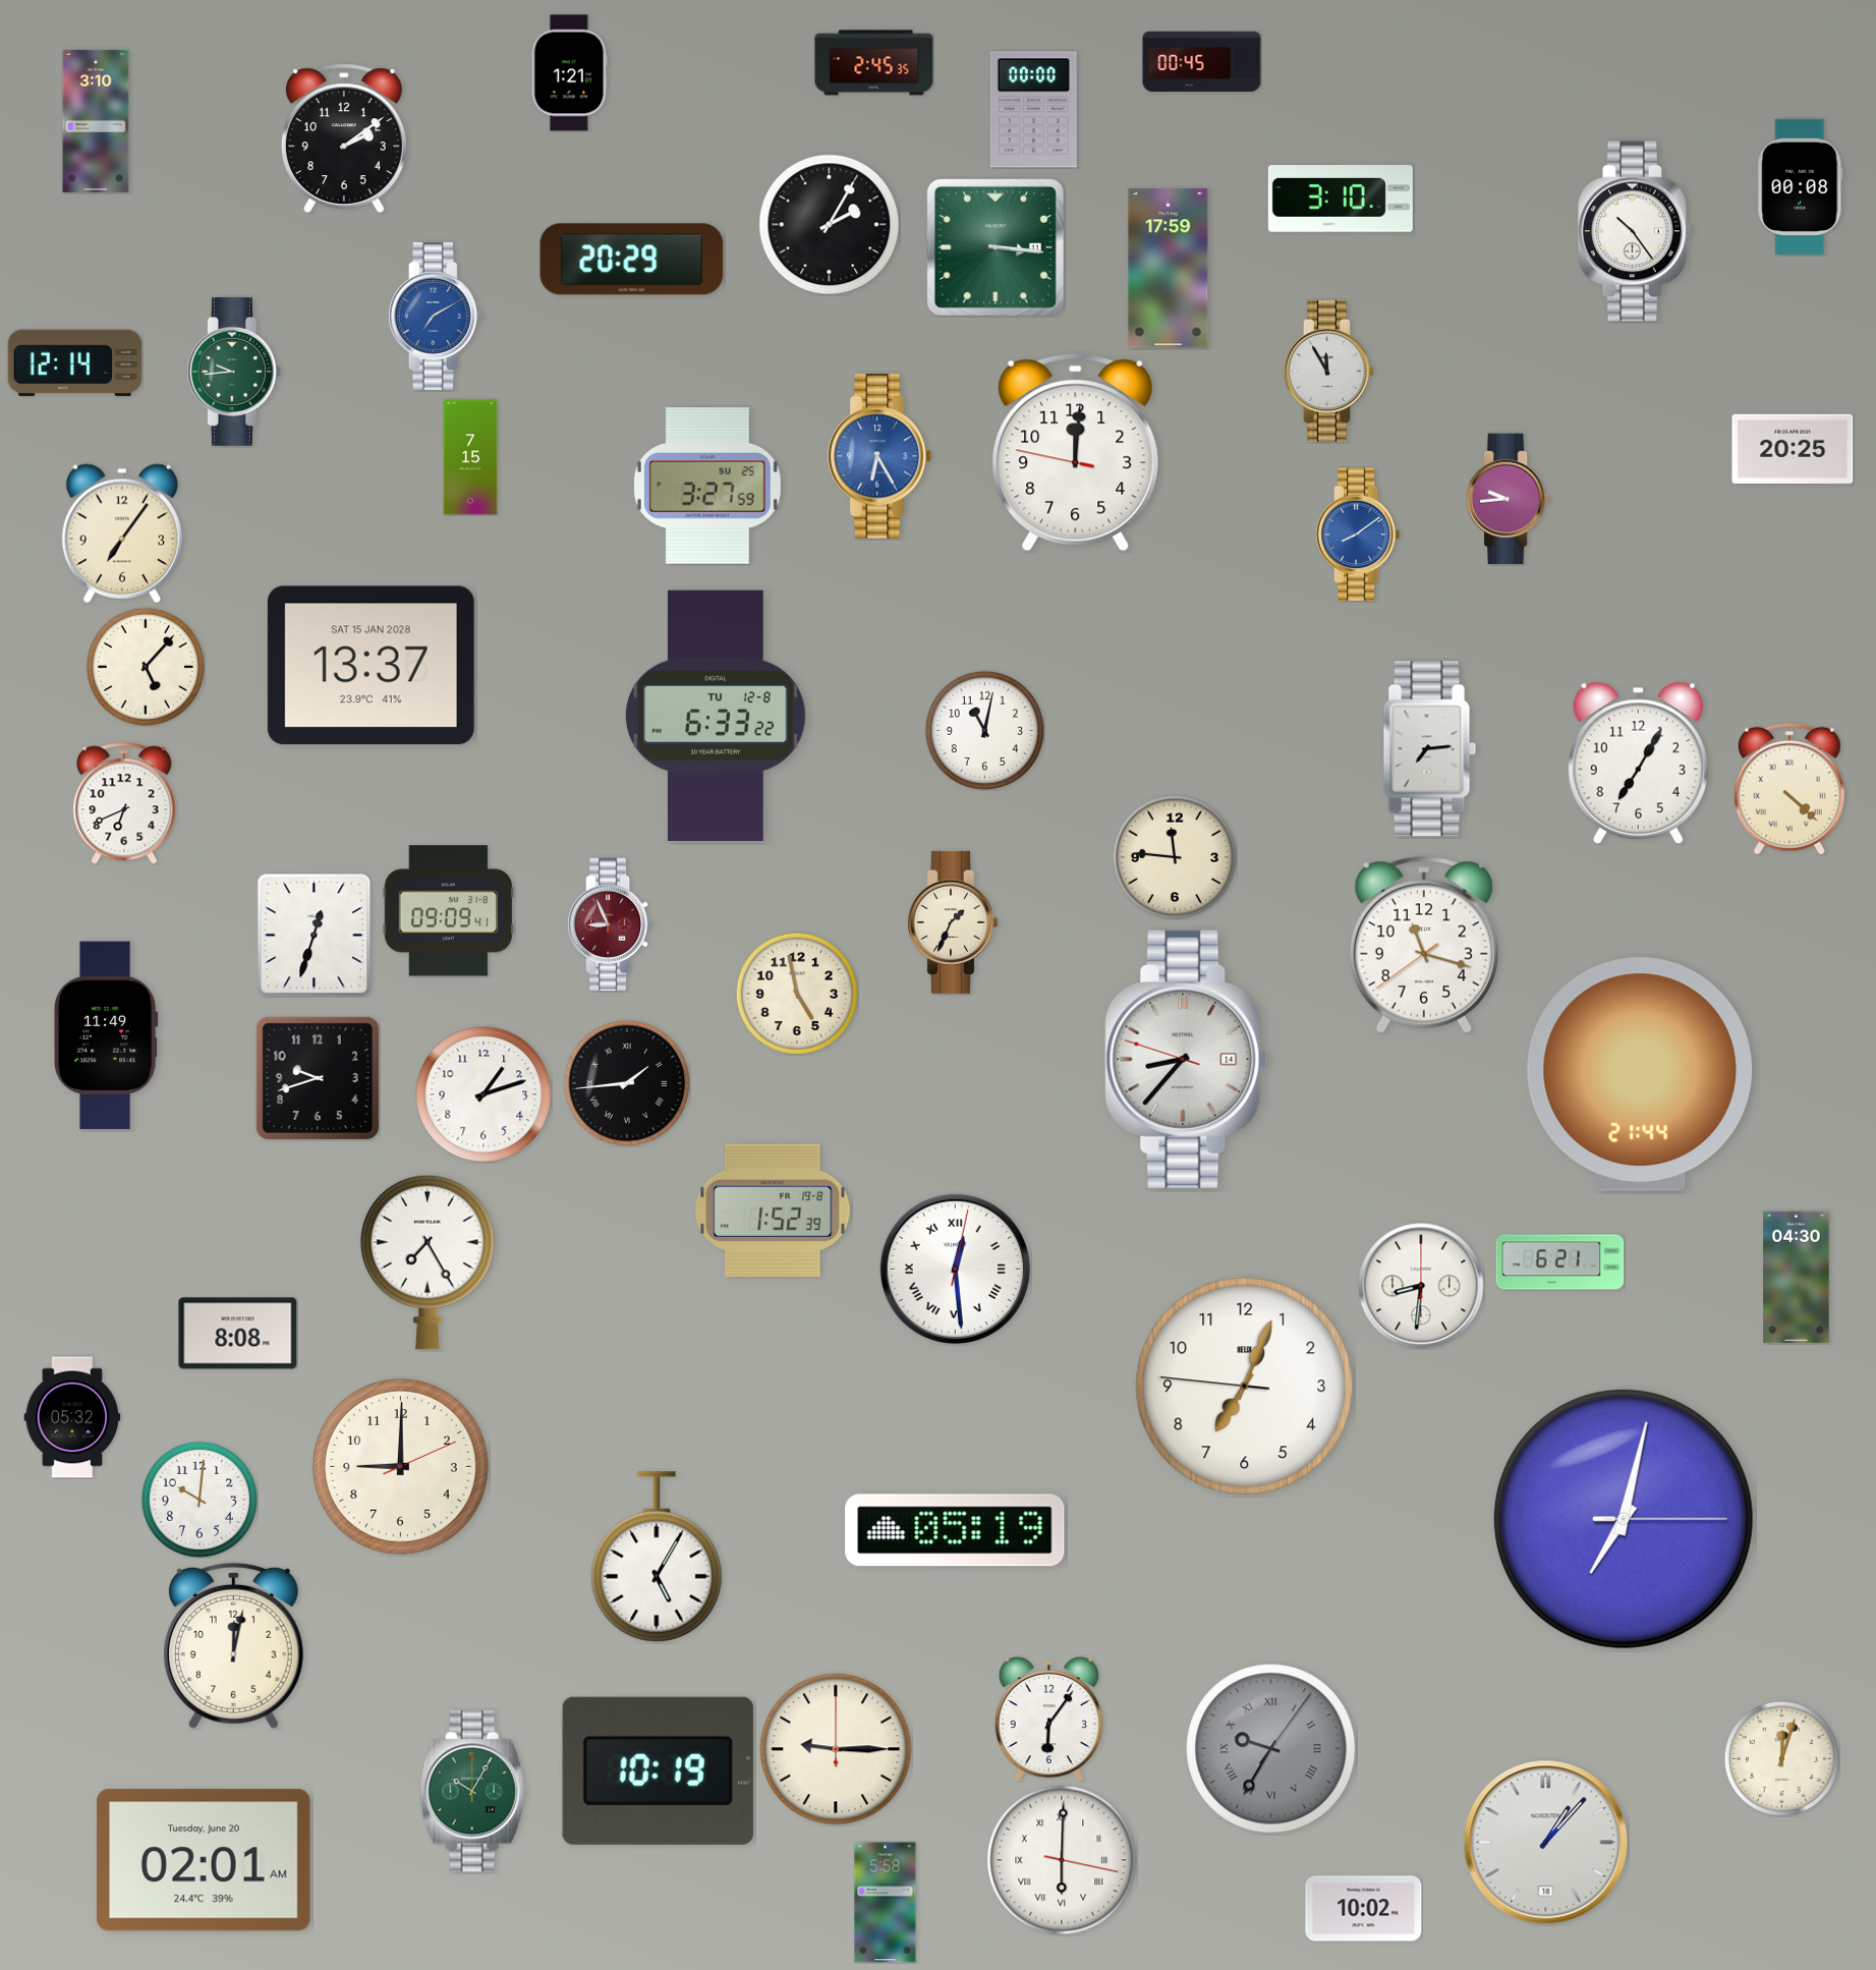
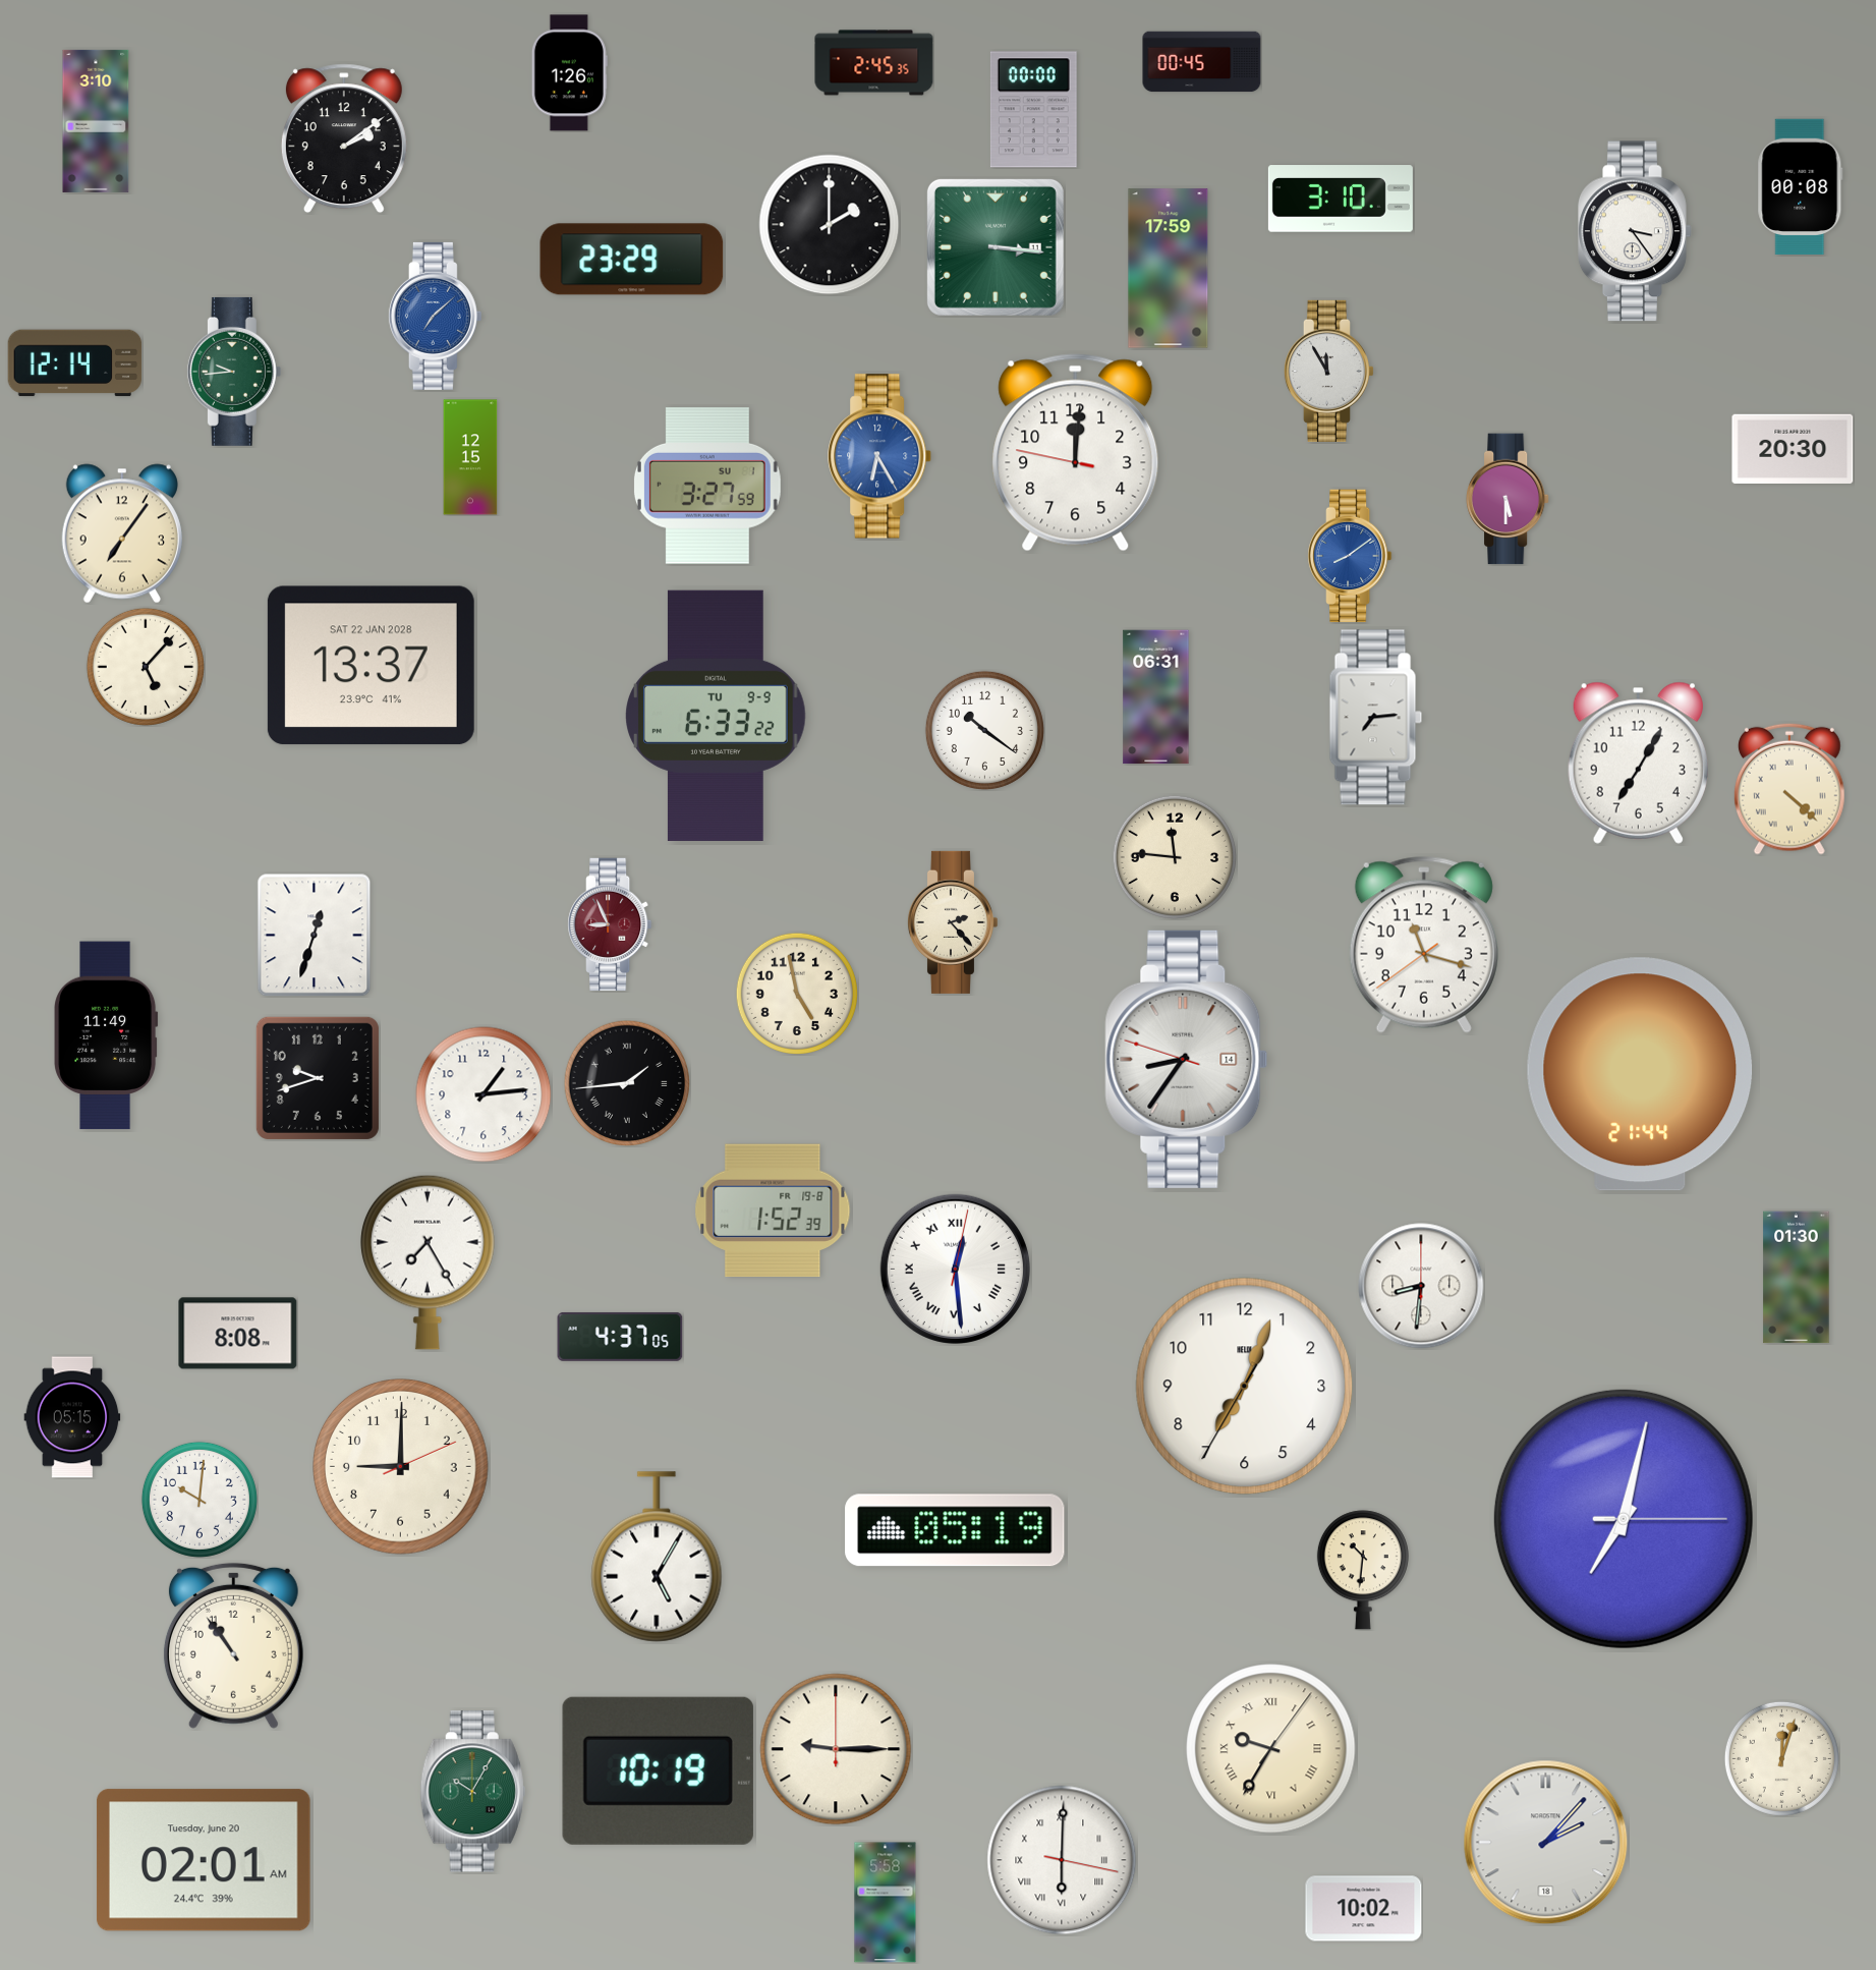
clock at (569, 73): 1:21 -> 1:26
clock at (830, 225): 2:05 -> 2:00
clock at (1636, 231): 10:24 -> 3:24
clock at (632, 260): 20:29 -> 23:29
clock at (435, 316): 7:10 -> 7:08
clock at (1793, 449): 20:25 -> 20:30
clock at (470, 457): 7:15 -> 12:15
clock at (707, 486) date: SU 25 -> SU 1
clock at (1508, 499): 9:44 -> 5:30
clock at (1358, 534) position: (1358, 534) -> (1350, 556)
clock at (371, 666) date: SAT 15 JAN 2028 -> SAT 22 JAN 2028
clock at (1156, 697): none -> 06:31
clock at (716, 716) date: TU 12-8 -> TU 9-9
clock at (984, 730): 11:02 -> 10:21
clock at (1430, 749) position: (1430, 749) -> (1376, 718)
clock at (124, 803): 6:41 -> none
clock at (449, 911): 09:09 -> none
clock at (952, 922): 1:34 -> 2:23
clock at (1187, 1059): 8:36 -> 8:35
clock at (484, 1094): 1:12 -> 1:14
clock at (1560, 1262): 6:21 -> none
clock at (1797, 1278): 04:30 -> 01:30
clock at (620, 1337): none -> 4:37
clock at (1245, 1387): 7:03:46 -> 7:03:35
clock at (72, 1417): 05:32 -> 05:15
clock at (1363, 1570): none -> 10:31
clock at (233, 1645): 12:02 -> 10:54
clock at (1048, 1719): 6:06 -> none
clock at (1271, 1749) dial: grey -> cream
clock at (1546, 1843): 1:07 -> 2:07
